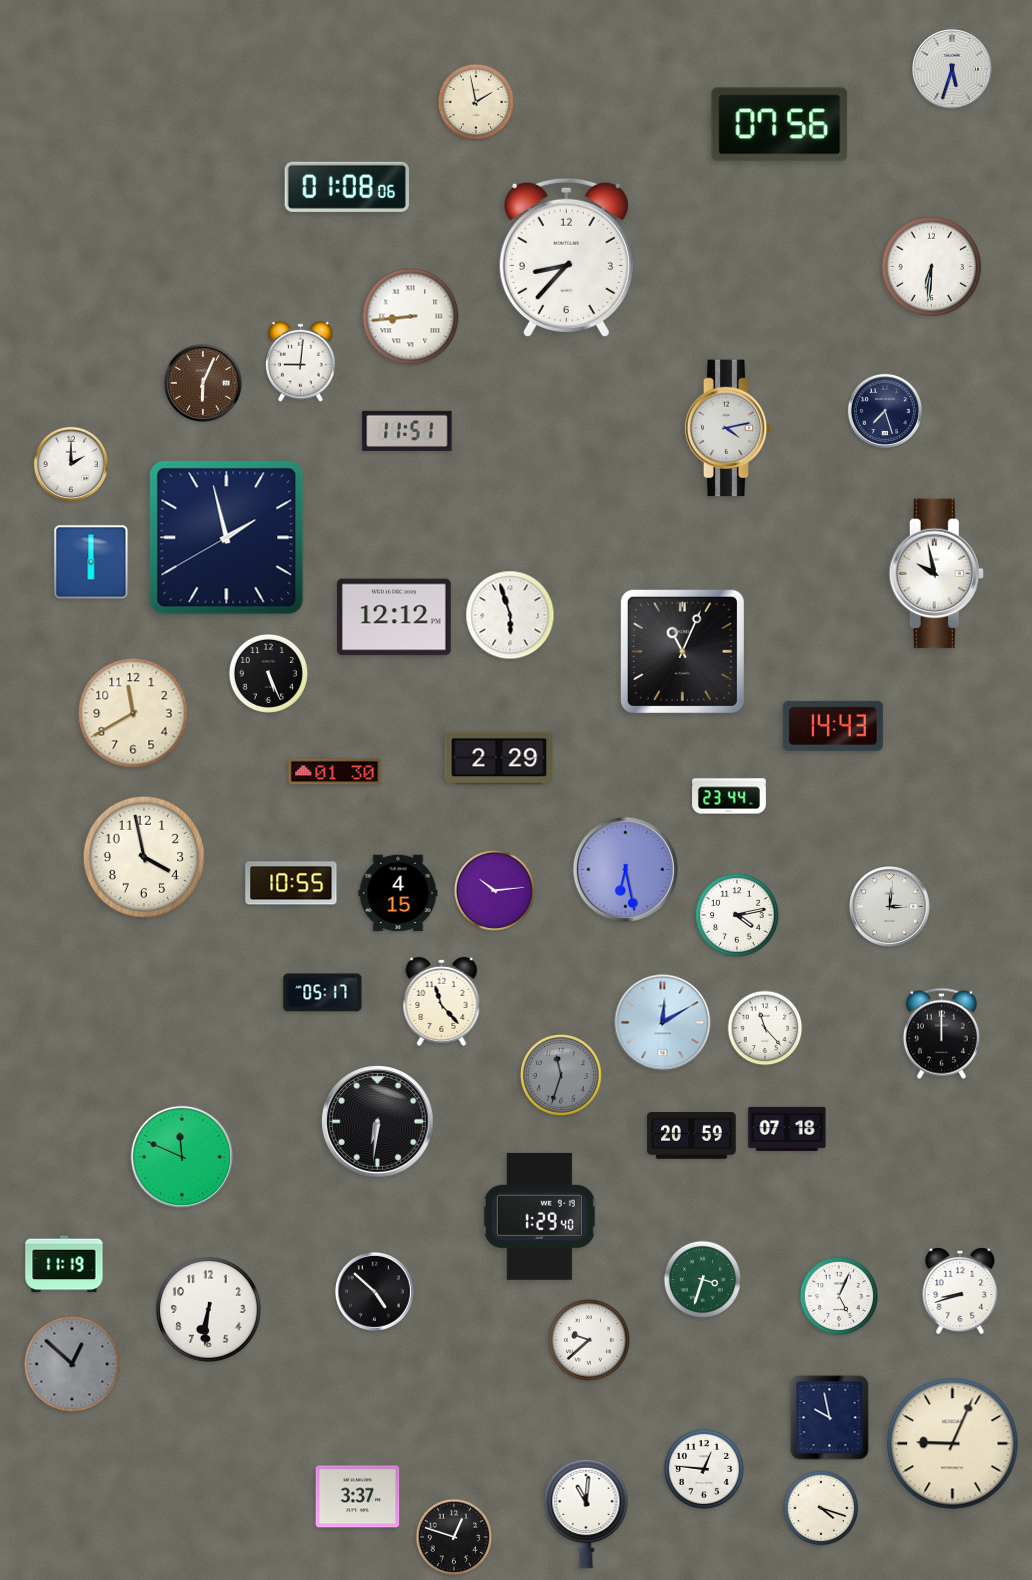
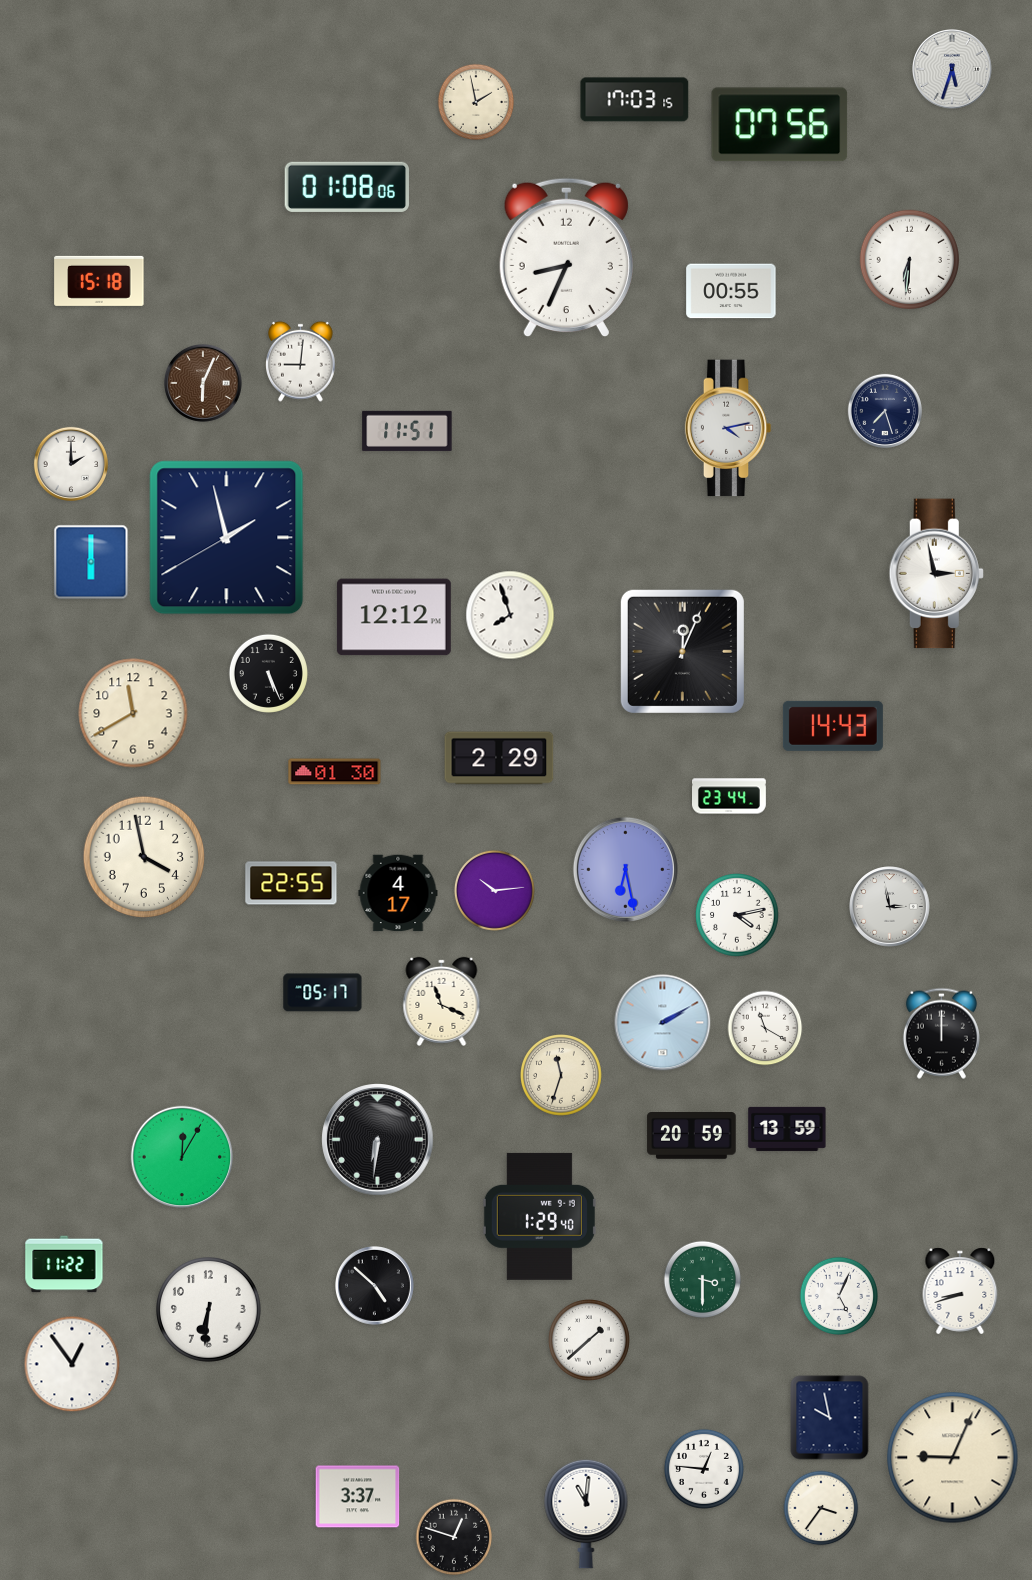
clock at (635, 100): none -> 17:03
clock at (566, 258): 8:37 -> 8:34
clock at (931, 266) position: (931, 266) -> (909, 259)
clock at (99, 281): none -> 15:18
clock at (731, 291): none -> 00:55
clock at (411, 317): 8:44 -> none
clock at (936, 574): 9:58 -> 2:58
clock at (510, 615): 5:57 -> 7:57
clock at (682, 651): 11:04 -> 12:04
clock at (291, 883): 10:55 -> 22:55
clock at (398, 893): 4:15 -> 4:17
clock at (890, 907): 3:01 -> 2:58
clock at (442, 1001): 11:23 -> 11:19
clock at (663, 1023): 12:10 -> 2:10
clock at (765, 1028): 11:23 -> 11:20
clock at (562, 1076) dial: grey -> cream
clock at (378, 1122) position: (378, 1122) -> (378, 1140)
clock at (787, 1129): 07:18 -> 13:59
clock at (182, 1157): 11:49 -> 12:05
clock at (64, 1264): 11:19 -> 11:22
clock at (703, 1280): 3:33 -> 3:30
clock at (375, 1292) position: (375, 1292) -> (375, 1286)
clock at (590, 1341): 9:38 -> 1:38
clock at (72, 1364): 12:52 -> 12:54
clock at (72, 1364) dial: grey -> white
clock at (953, 1444) position: (953, 1444) -> (953, 1458)
clock at (821, 1508): 4:18 -> 3:36
